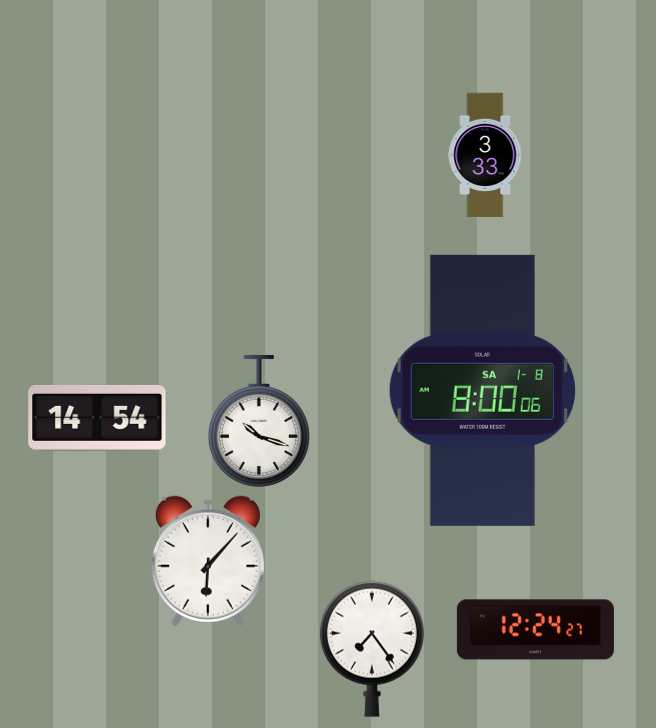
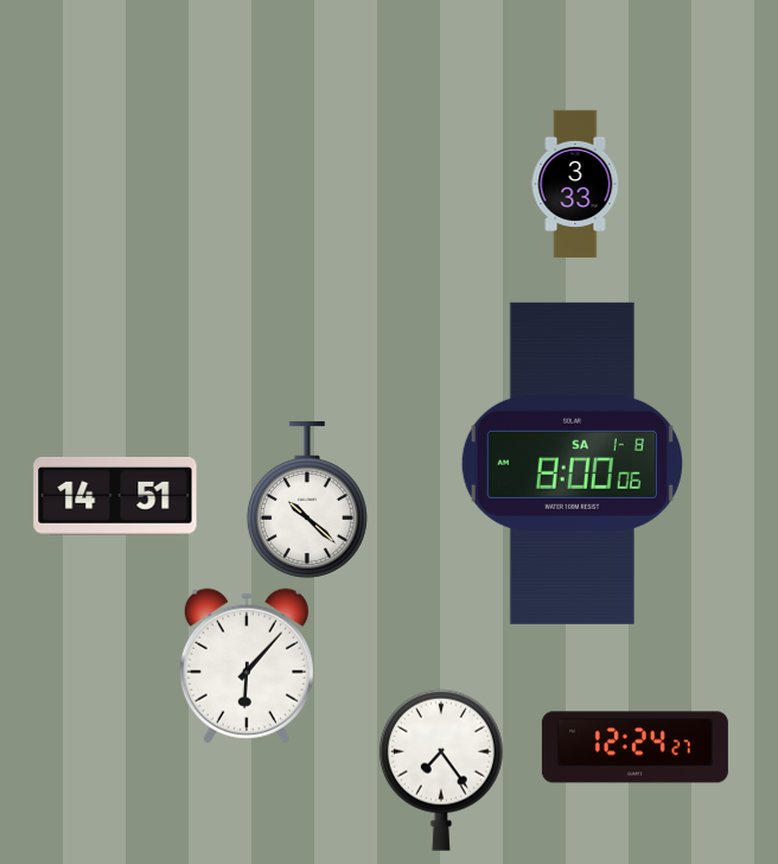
clock at (97, 418): 14:54 -> 14:51
clock at (259, 421): 10:18 -> 10:22
